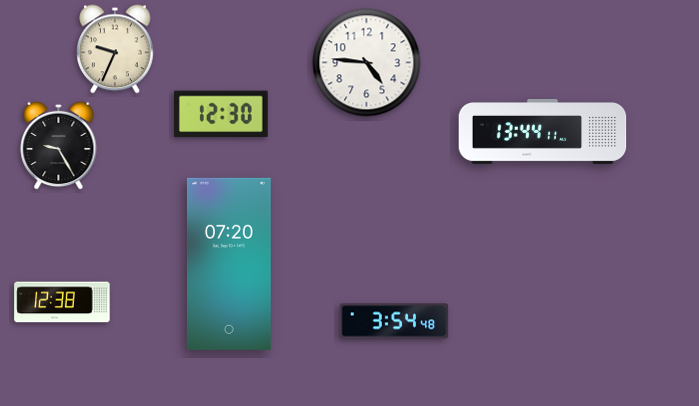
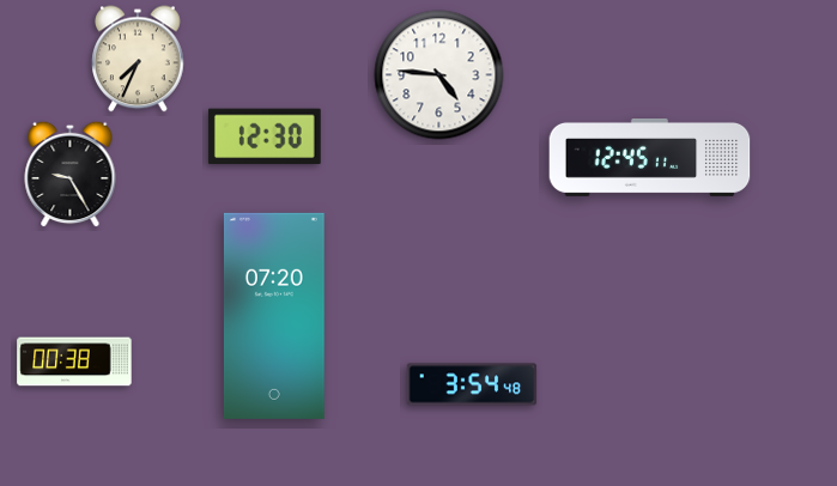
clock at (115, 49): 9:34 -> 7:34
clock at (543, 132): 13:44 -> 12:45
clock at (62, 302): 12:38 -> 00:38
